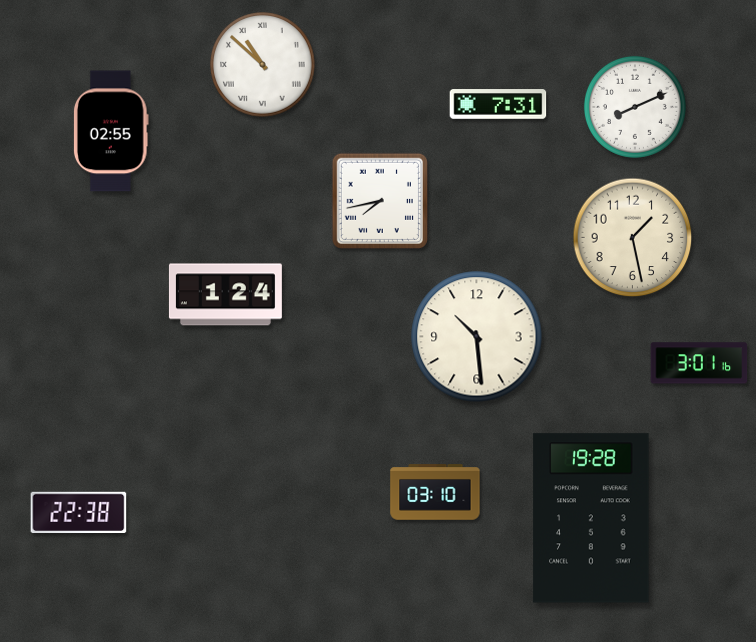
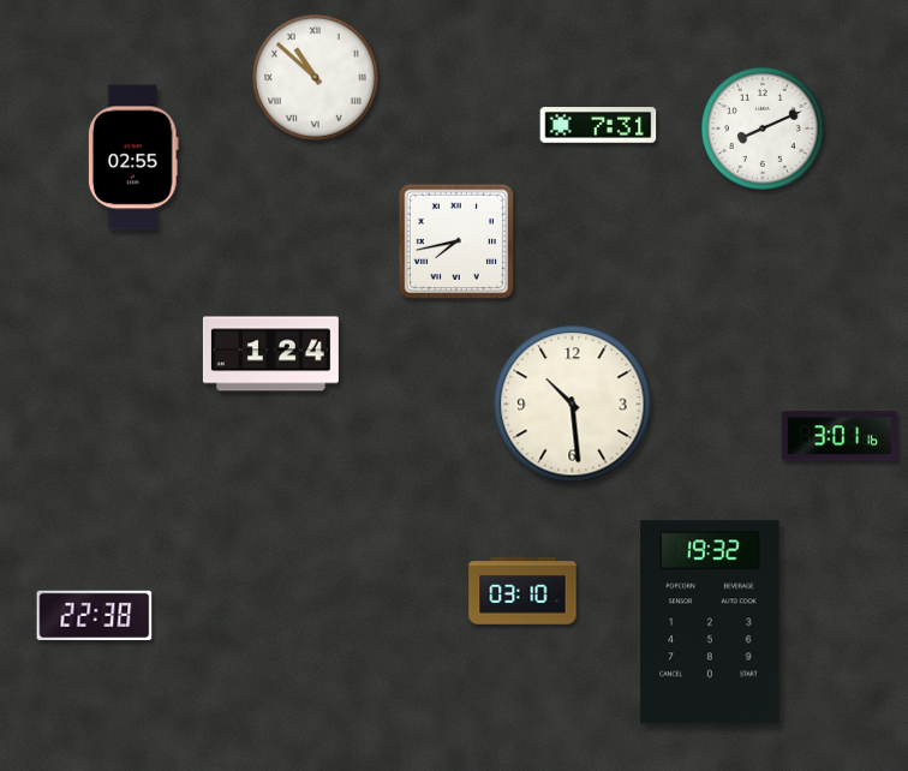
clock at (633, 238): 1:28 -> none
clock at (591, 518): 19:28 -> 19:32
